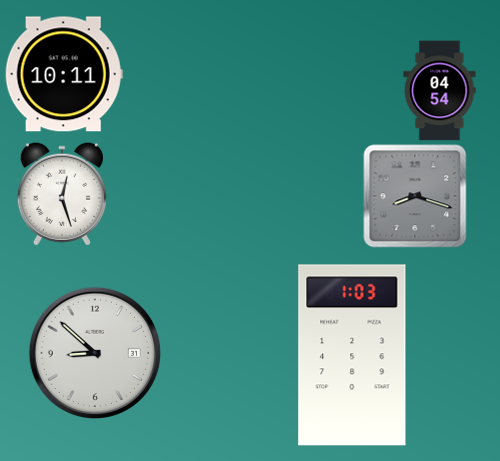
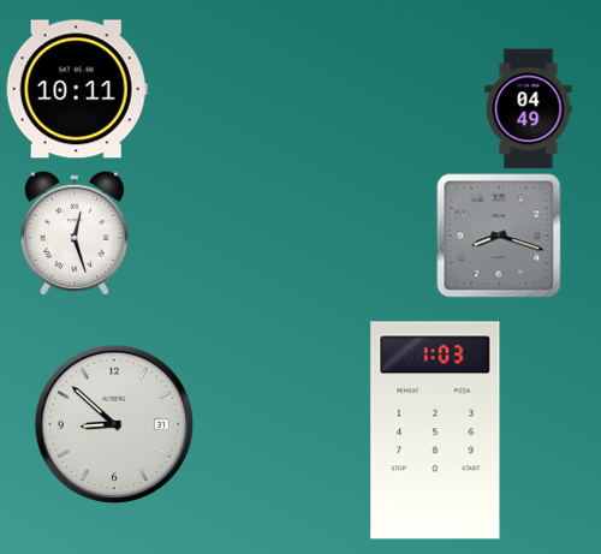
clock at (440, 91): 04:54 -> 04:49
clock at (352, 355) position: (352, 355) -> (435, 430)
